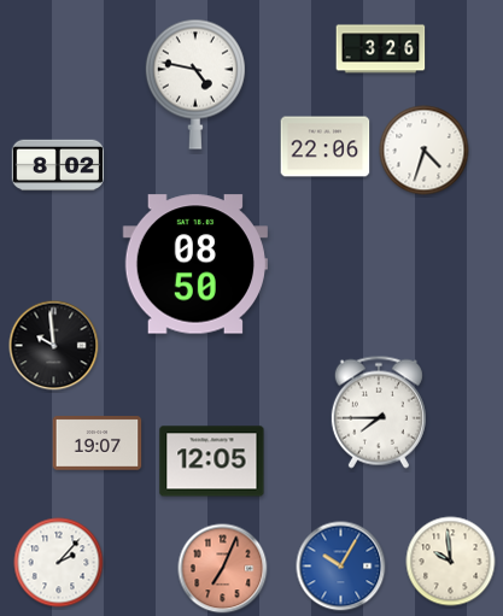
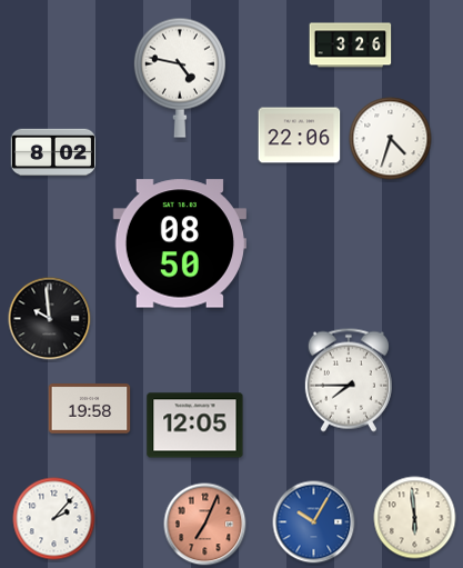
clock at (98, 444): 19:07 -> 19:58
clock at (451, 562): 9:59 -> 5:59
